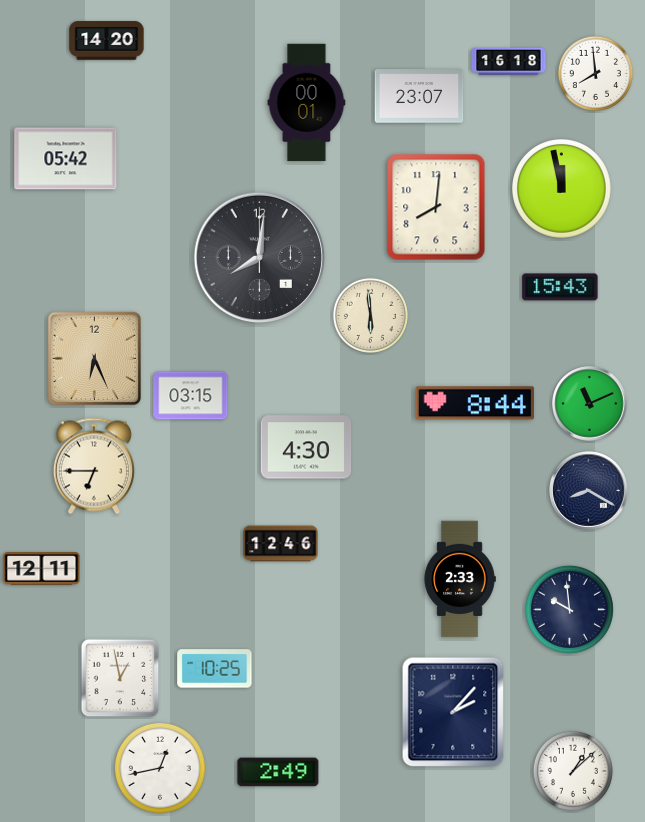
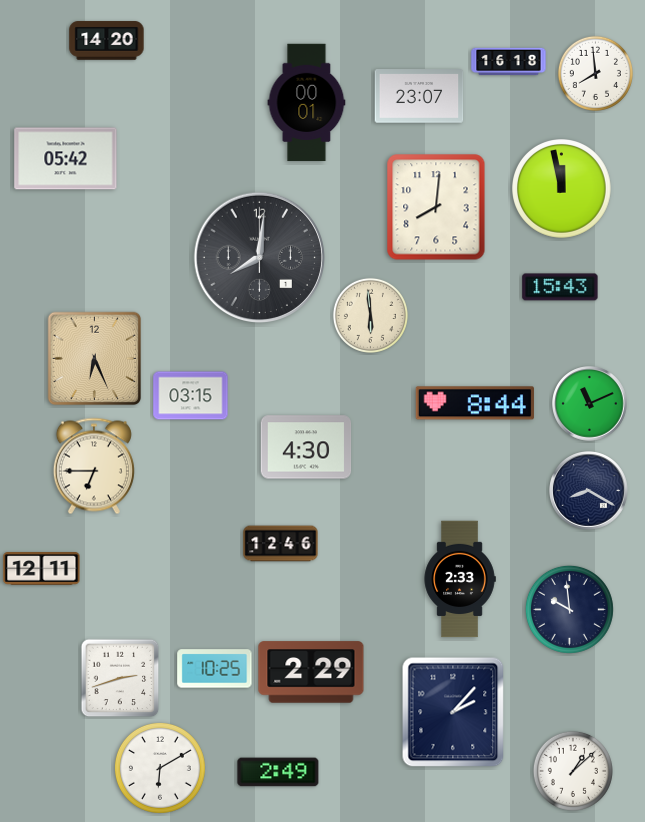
clock at (311, 672): none -> 2:29
clock at (120, 678): 12:58 -> 2:42
clock at (160, 768): 12:43 -> 6:10
